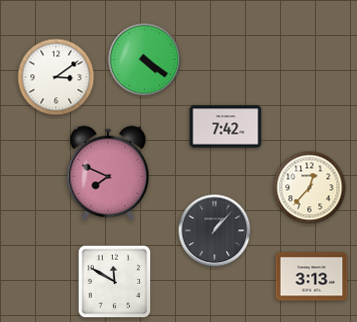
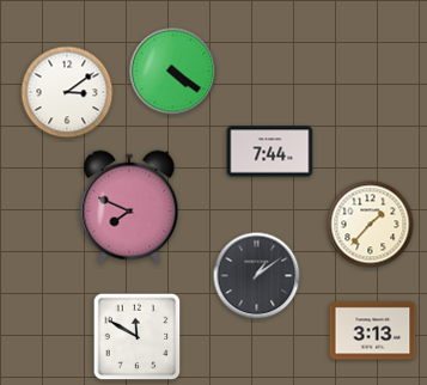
clock at (226, 127): 7:42 -> 7:44
clock at (310, 188): 12:37 -> 1:37
clock at (215, 231): 1:07 -> 1:09
